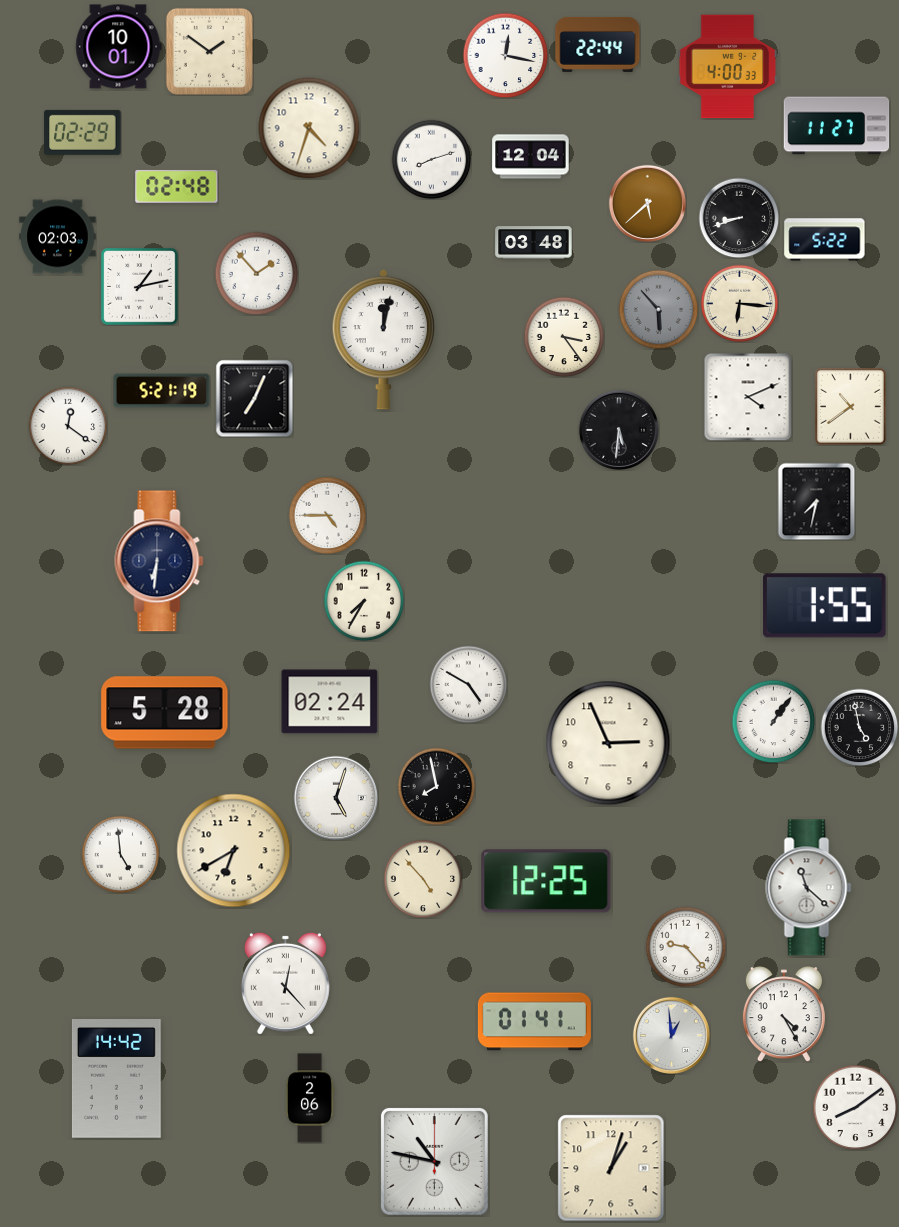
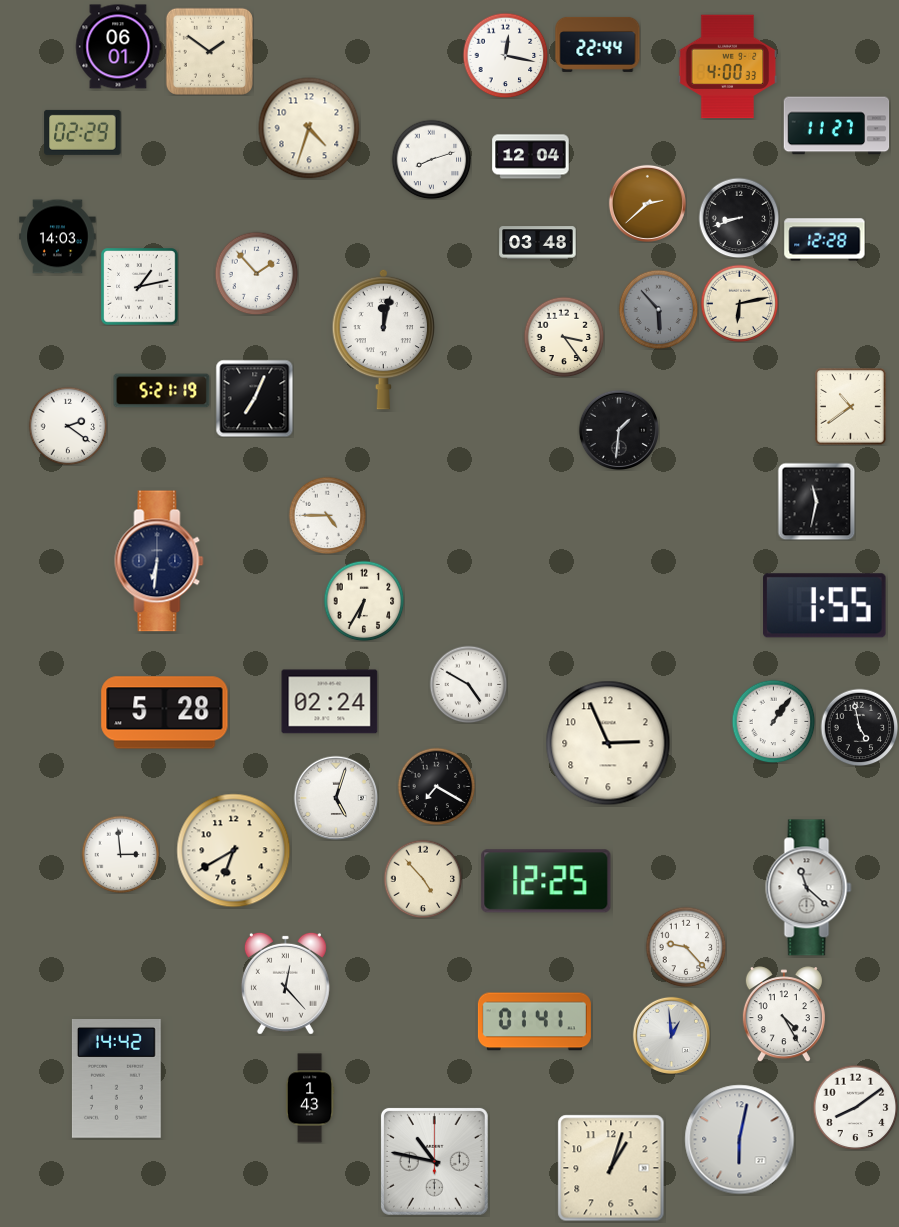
clock at (119, 47): 10:01 -> 06:01
clock at (177, 186): 02:48 -> none
clock at (647, 203): 5:38 -> 2:38
clock at (58, 237): 02:03 -> 14:03
clock at (825, 240): 5:22 -> 12:28
clock at (534, 243) position: (534, 243) -> (538, 243)
clock at (739, 303): 6:16 -> 6:13
clock at (748, 397): 4:11 -> none
clock at (68, 426): 12:21 -> 2:21
clock at (618, 429): 5:31 -> 1:31
clock at (816, 501): 7:32 -> 11:32
clock at (364, 601): 7:35 -> 6:35
clock at (436, 786): 7:58 -> 7:20
clock at (120, 854): 4:59 -> 2:59
clock at (310, 1098): 2:06 -> 1:43
clock at (740, 1140): none -> 6:02
